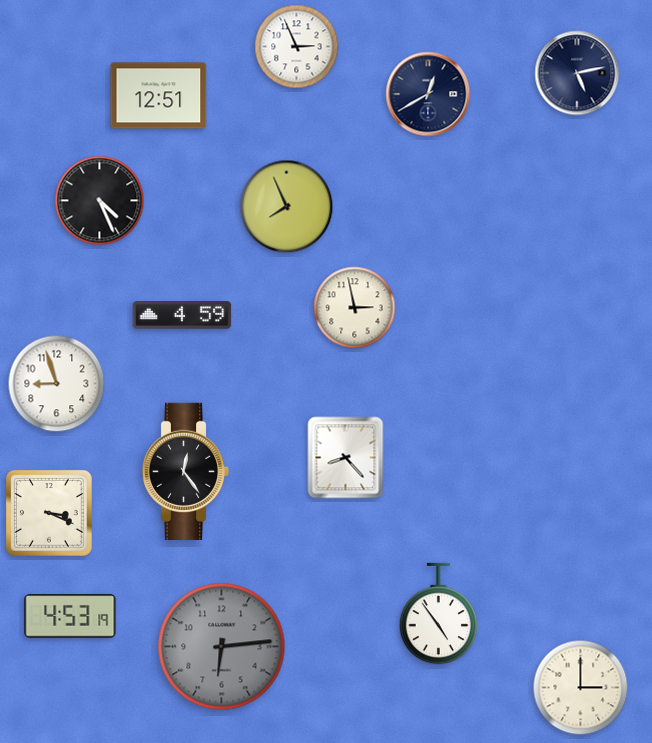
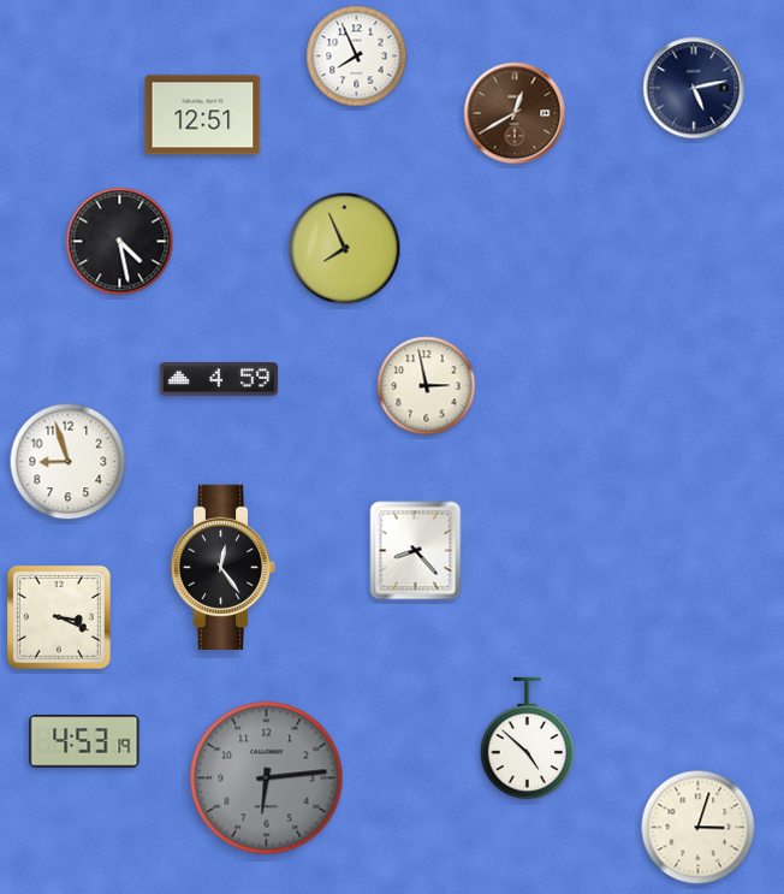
clock at (297, 47): 2:56 -> 7:56
clock at (428, 94) dial: navy -> brown
clock at (159, 96) position: (159, 96) -> (203, 116)
clock at (100, 201): 4:26 -> 4:28
clock at (355, 308) position: (355, 308) -> (427, 386)
clock at (439, 614): 4:54 -> 4:52
clock at (581, 688): 3:00 -> 3:03
